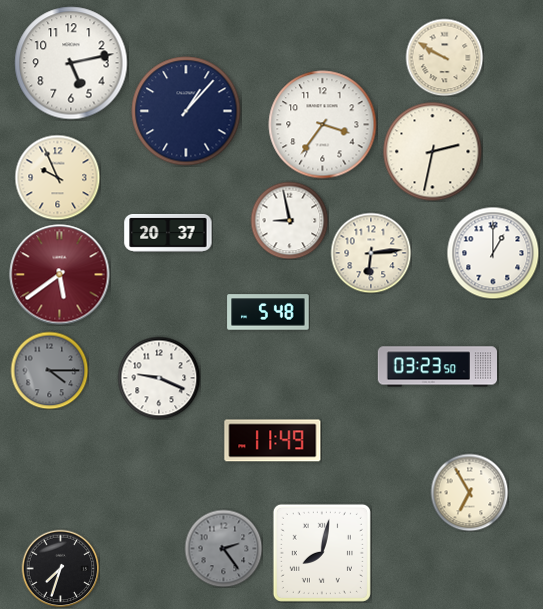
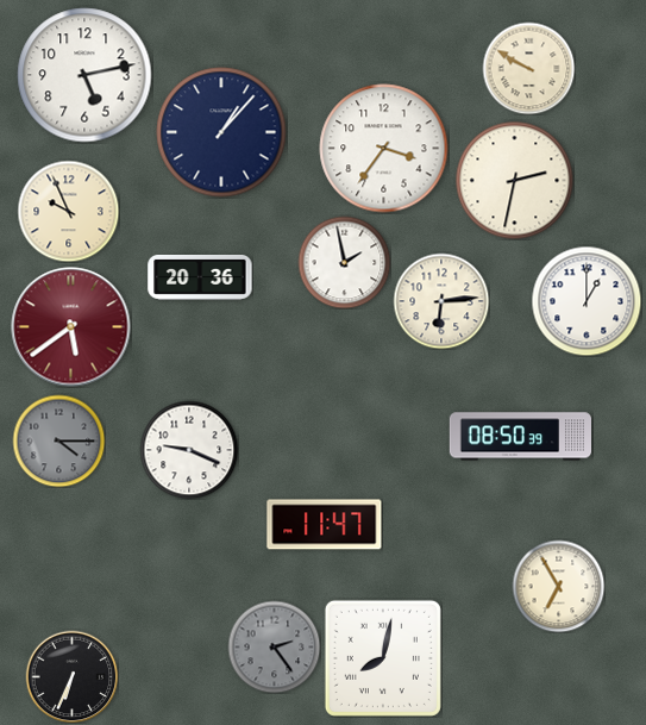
clock at (289, 220): 8:58 -> 1:58
clock at (168, 233): 20:37 -> 20:36
clock at (268, 312): 5:48 -> none
clock at (437, 367): 03:23 -> 08:50
clock at (273, 441): 11:49 -> 11:47
clock at (223, 548) position: (223, 548) -> (274, 646)
clock at (60, 568): 7:33 -> 6:34
